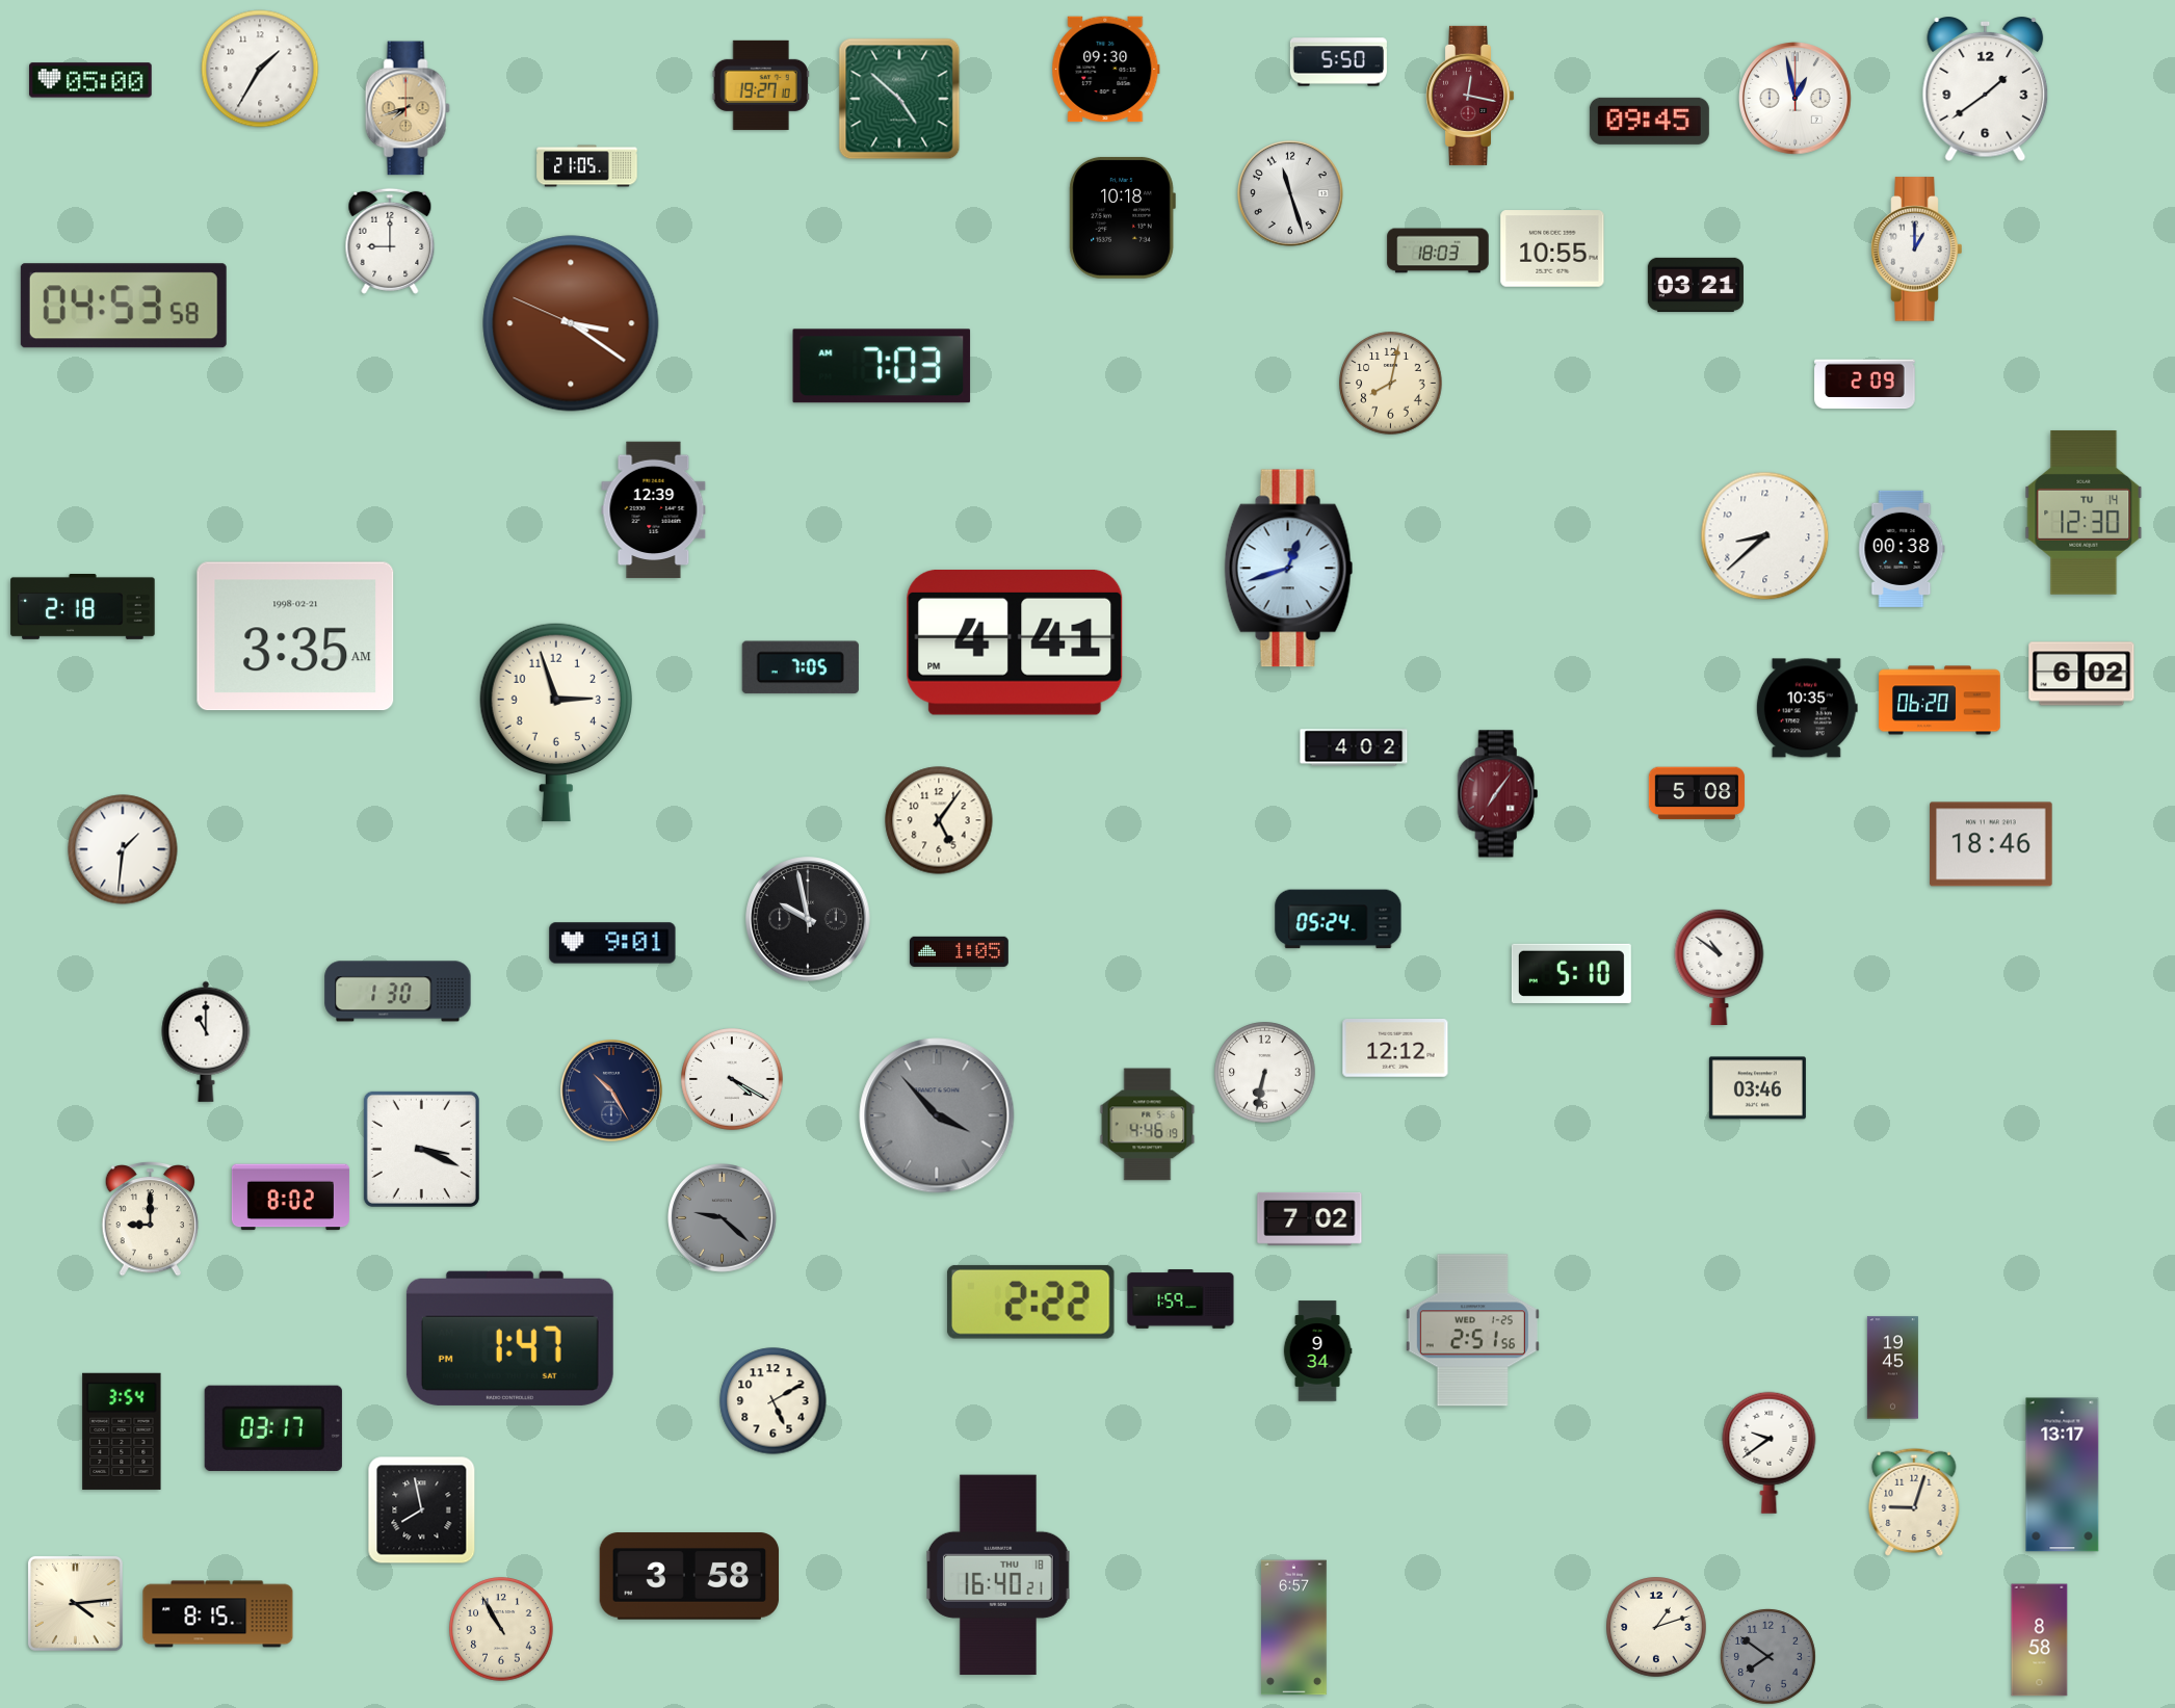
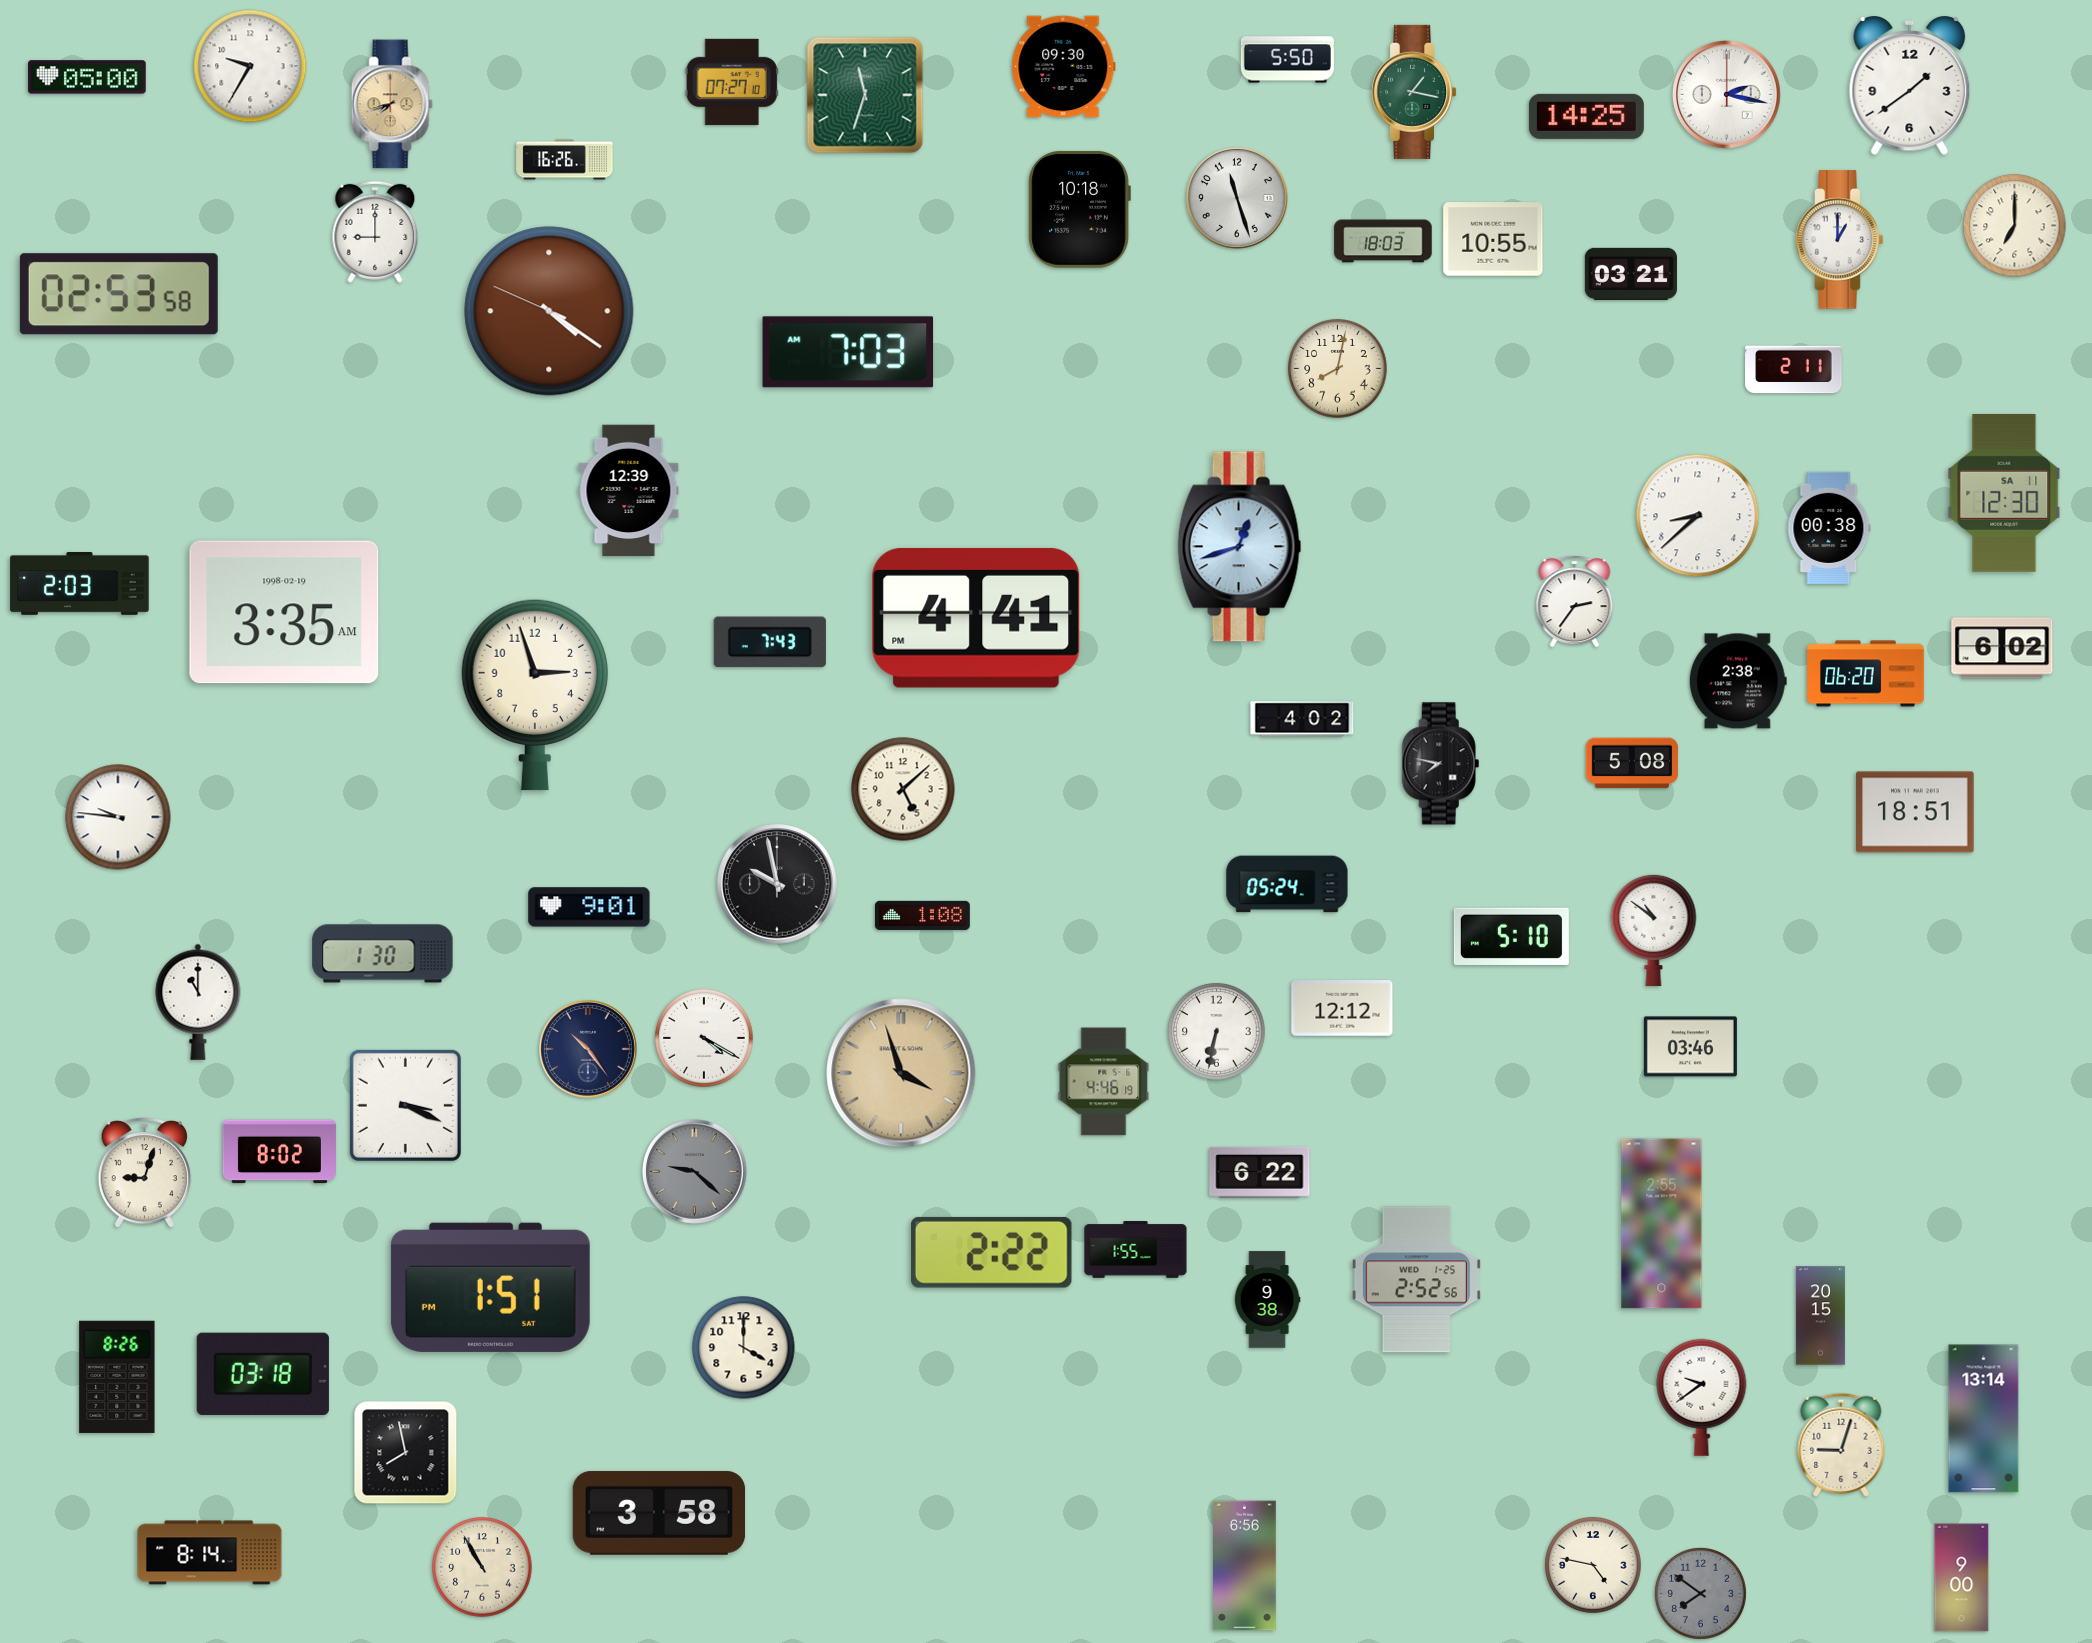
clock at (260, 69): 1:35 -> 9:35
clock at (761, 85): 19:27 -> 07:27
clock at (1470, 96): 12:17 -> 1:17
clock at (1470, 96) dial: burgundy -> green
clock at (899, 99): 4:52 -> 11:33
clock at (1796, 99): 12:58 -> 2:17
clock at (1649, 121): 09:45 -> 14:25
clock at (587, 166): 21:05 -> 16:26
clock at (1290, 193) position: (1290, 193) -> (1237, 198)
clock at (2015, 226): none -> 7:00
clock at (1917, 249) position: (1917, 249) -> (1840, 240)
clock at (124, 306): 04:53 -> 02:53
clock at (571, 323): 3:20 -> 4:20
clock at (1865, 385): 2:09 -> 2:11
clock at (2084, 513) date: TU 14 -> SA 11
clock at (83, 607): 2:18 -> 2:03
clock at (1575, 602): none -> 2:36
clock at (295, 636) date: 1998-02-21 -> 1998-02-19
clock at (801, 667): 7:05 -> 7:43
clock at (1807, 708): 10:35 -> 2:38
clock at (1498, 794): 7:06 -> 7:47
clock at (1498, 794) dial: burgundy -> black
clock at (939, 820): 5:06 -> 5:08
clock at (1991, 844): 18:46 -> 18:51
clock at (123, 849): 1:31 -> 9:46
clock at (960, 951): 1:05 -> 1:08
clock at (611, 1091): 10:25 -> 10:24
clock at (937, 1115): 3:53 -> 3:57
clock at (937, 1115) dial: grey -> champagne
clock at (1310, 1218): 7:02 -> 6:22
clock at (150, 1219): 9:00 -> 9:03
clock at (1662, 1224): none -> 2:55
clock at (1181, 1299): 1:59 -> 1:55
clock at (1472, 1331): 2:51 -> 2:52
clock at (509, 1338): 1:47 -> 1:51
clock at (1317, 1351): 9:34 -> 9:38
clock at (1892, 1368): 19:45 -> 20:15
clock at (774, 1401): 5:10 -> 4:00
clock at (273, 1428): 03:17 -> 03:18
clock at (122, 1431): 3:54 -> 8:26
clock at (2063, 1475): 13:17 -> 13:14
clock at (998, 1575): 16:40 -> none
clock at (689, 1576) position: (689, 1576) -> (659, 1513)
clock at (75, 1603): 4:14 -> none
clock at (218, 1614): 8:15 -> 8:14
clock at (1656, 1627): 1:12 -> 4:47
clock at (1294, 1628): 6:57 -> 6:56
clock at (2040, 1640): 8:58 -> 9:00
